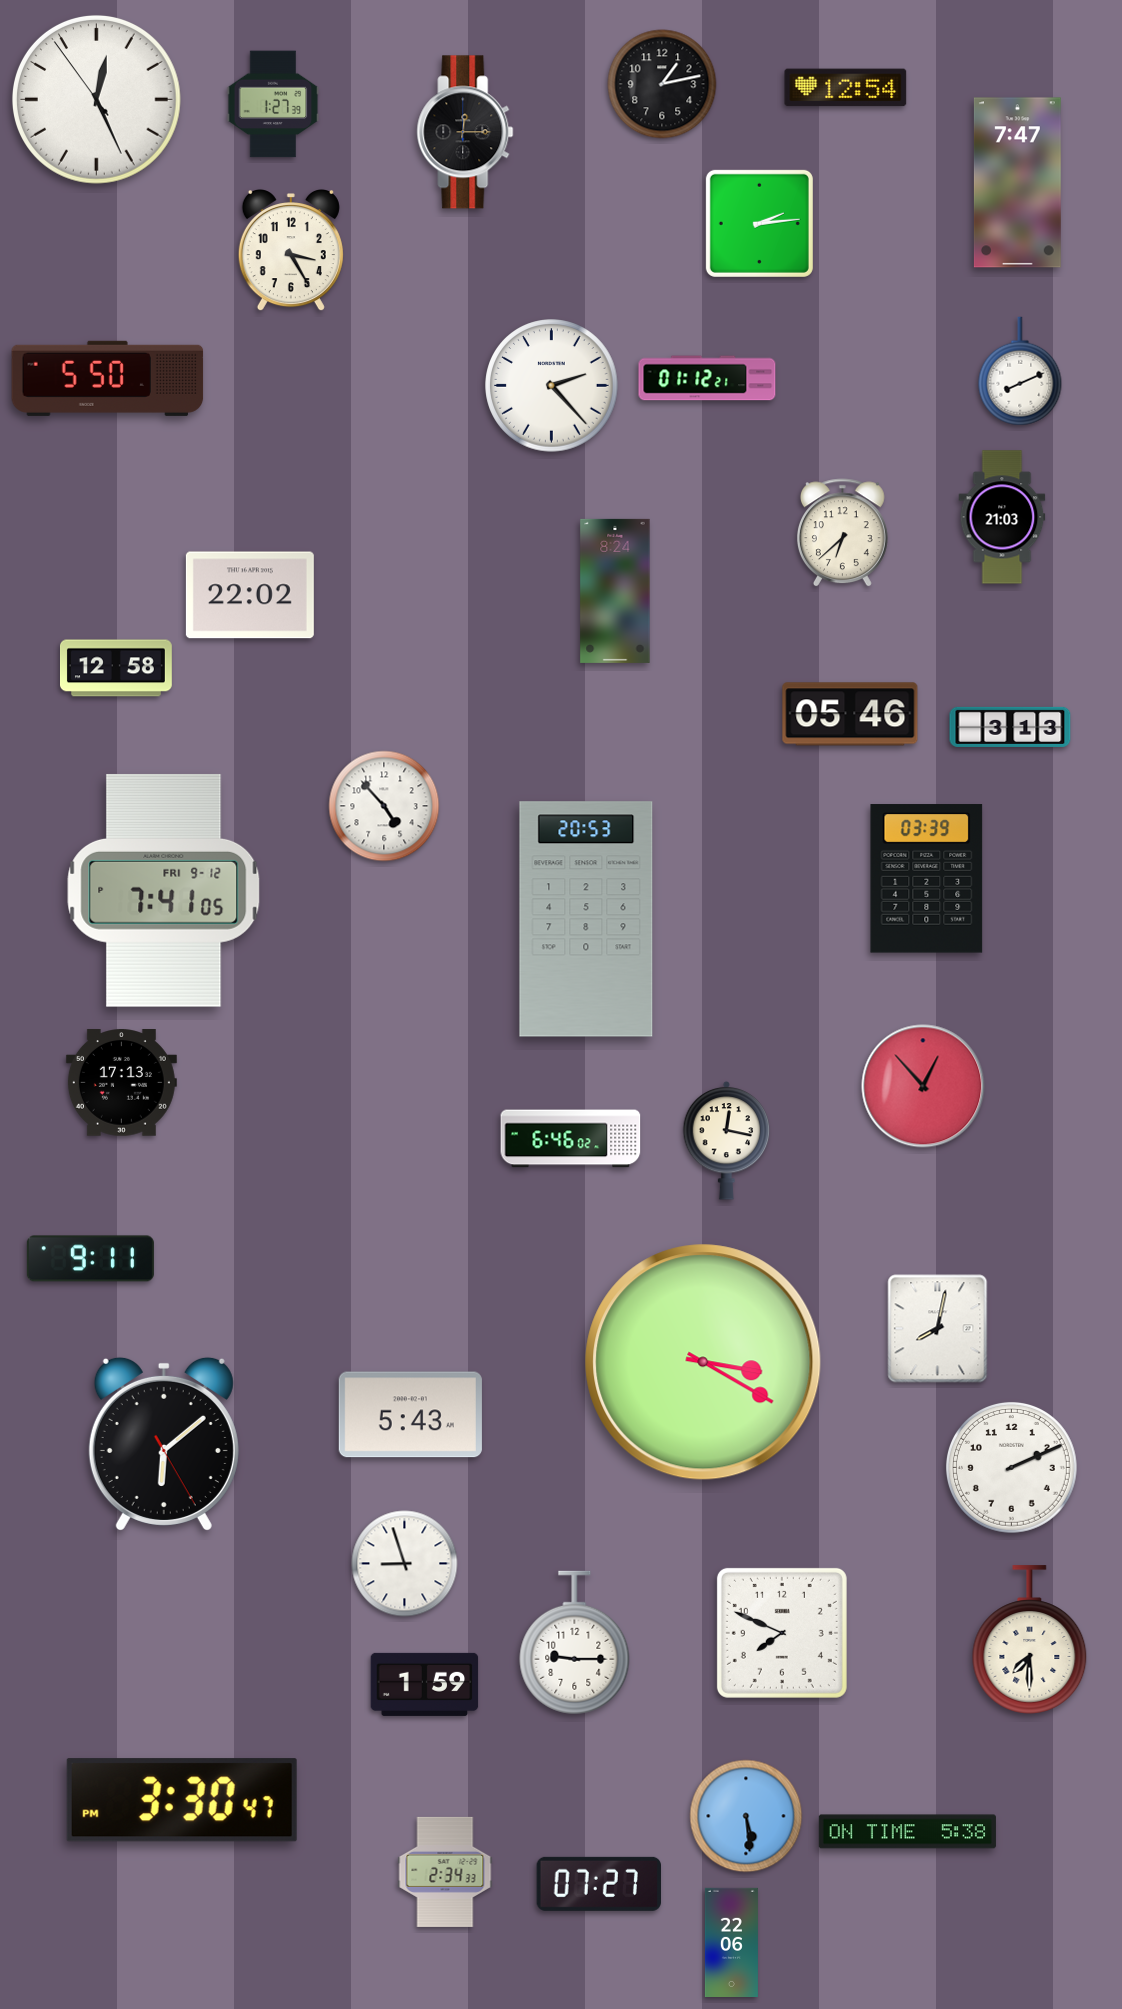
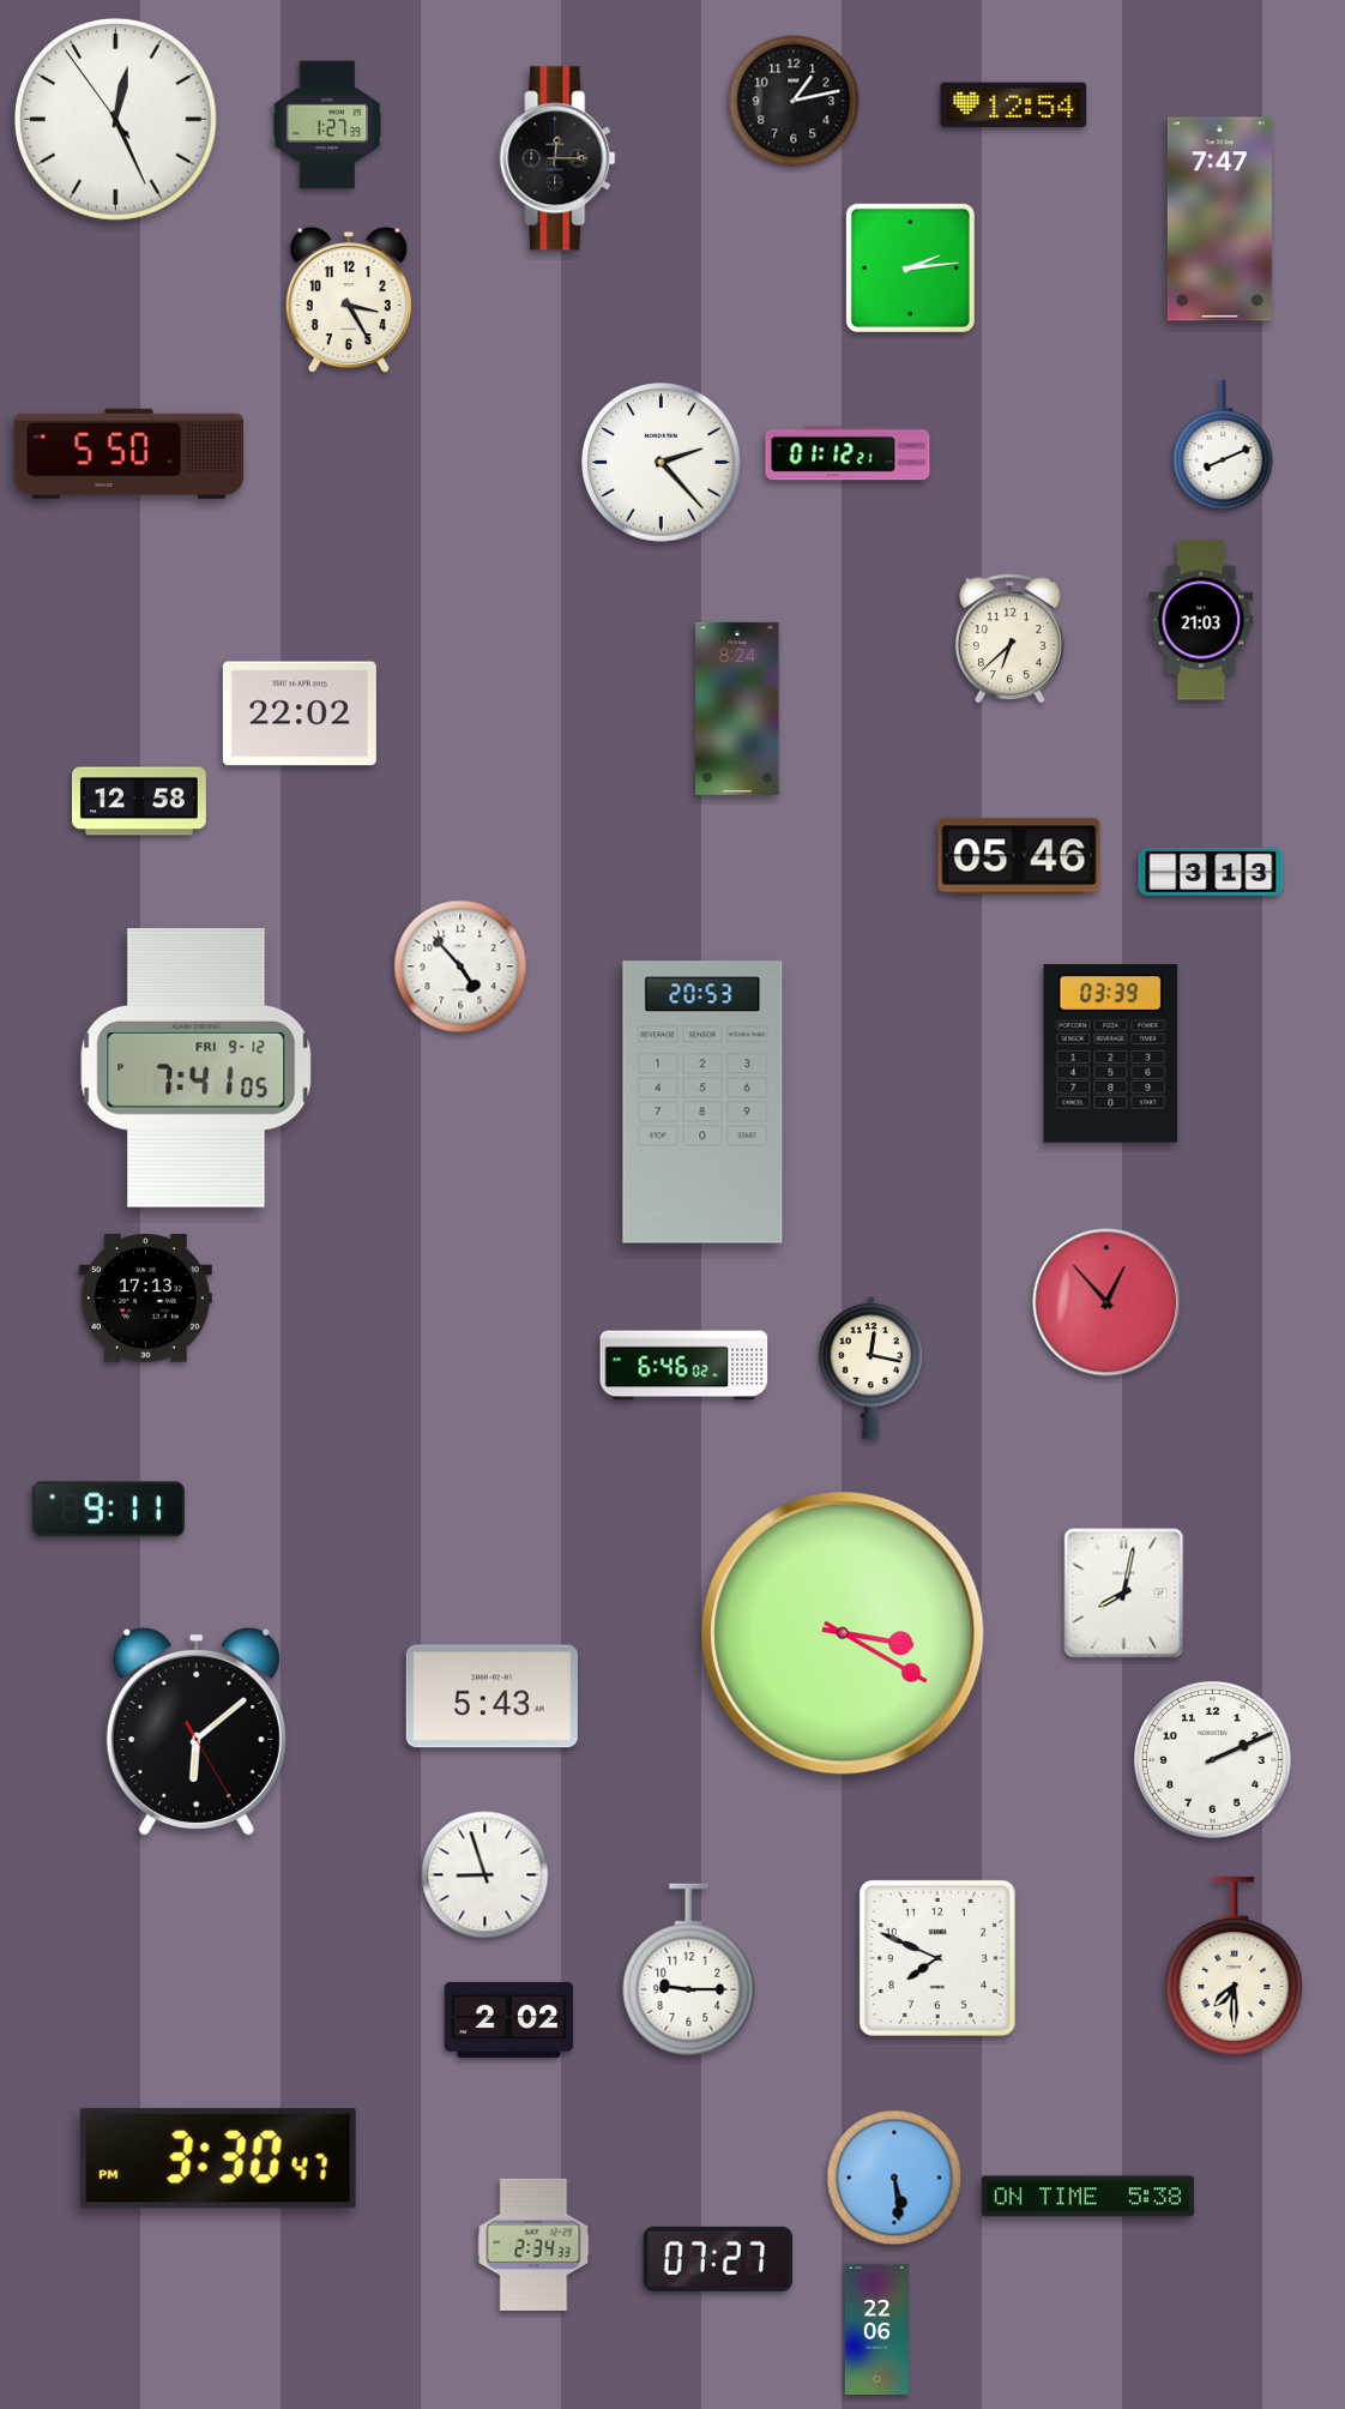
clock at (425, 1684): 1:59 -> 2:02
